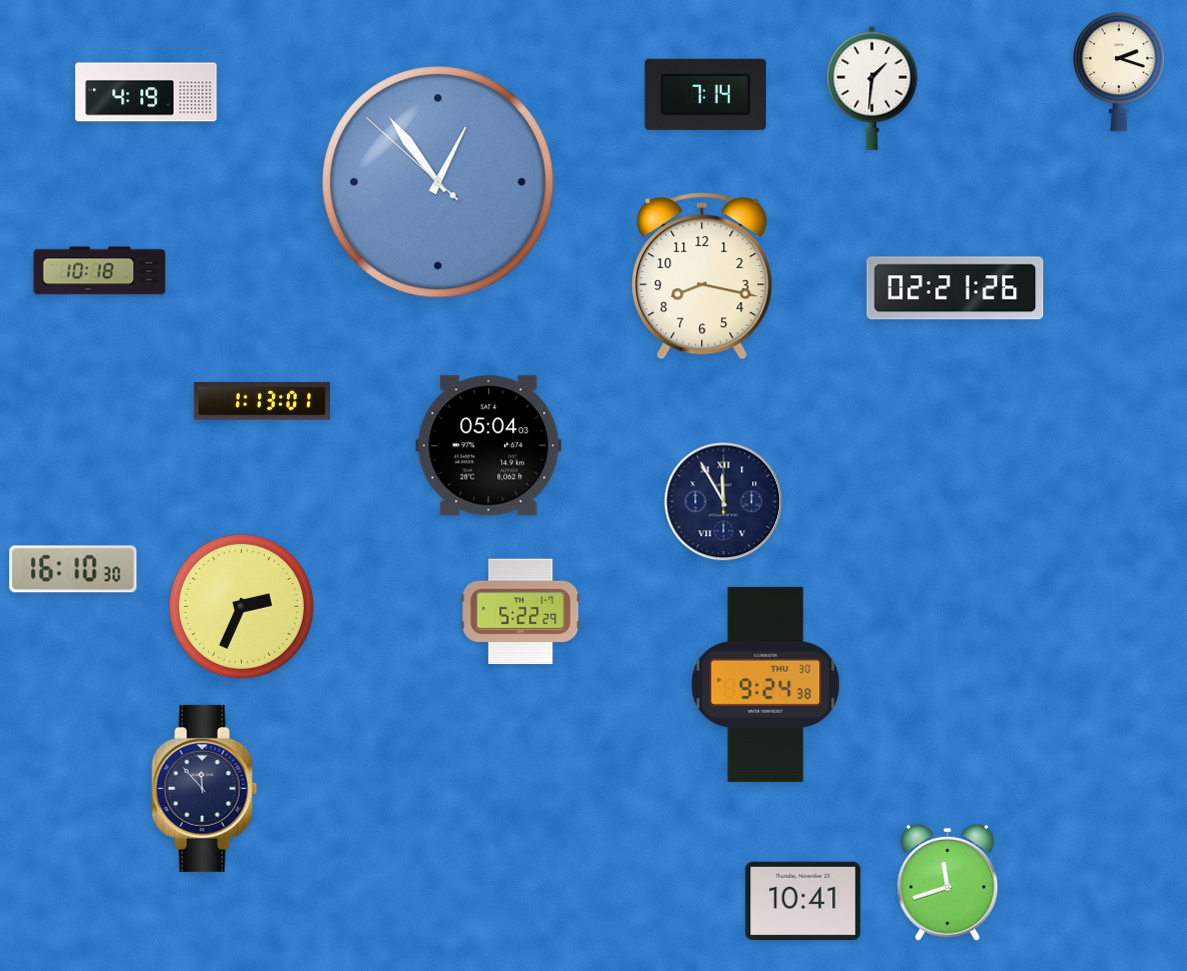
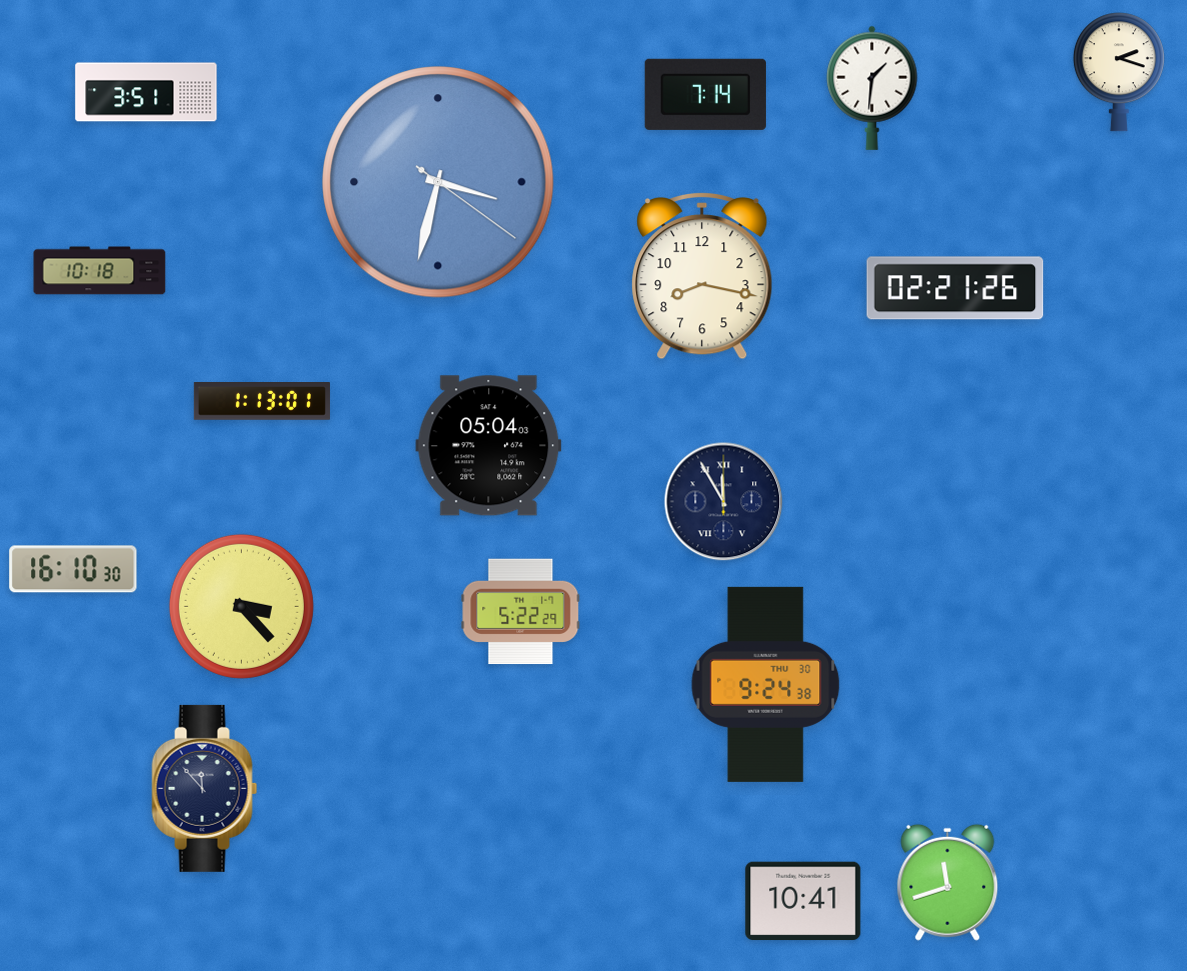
clock at (146, 92): 4:19 -> 3:51
clock at (438, 182): 12:53 -> 3:32
clock at (241, 606): 2:34 -> 3:23
